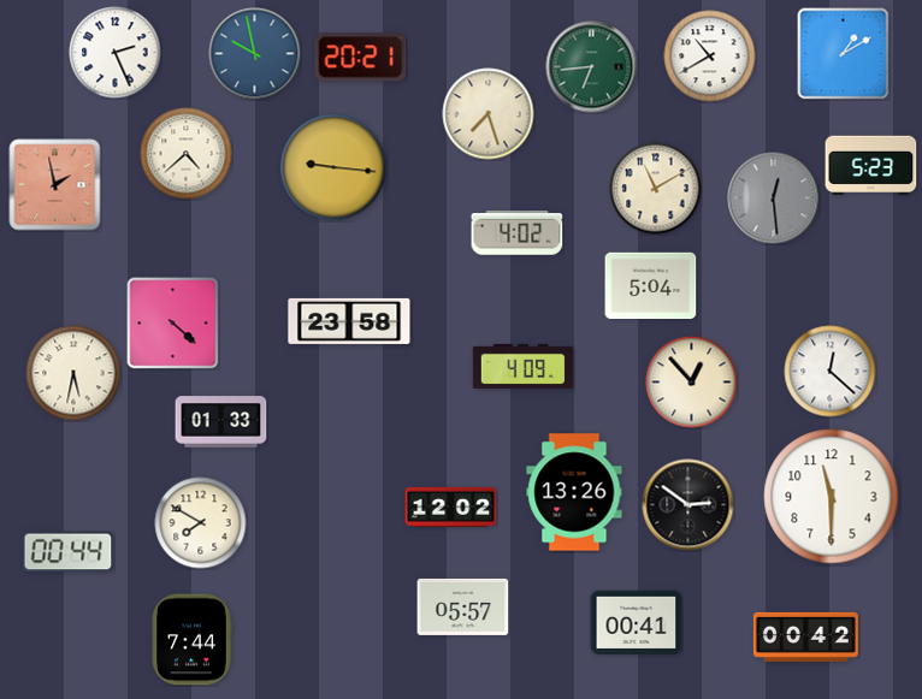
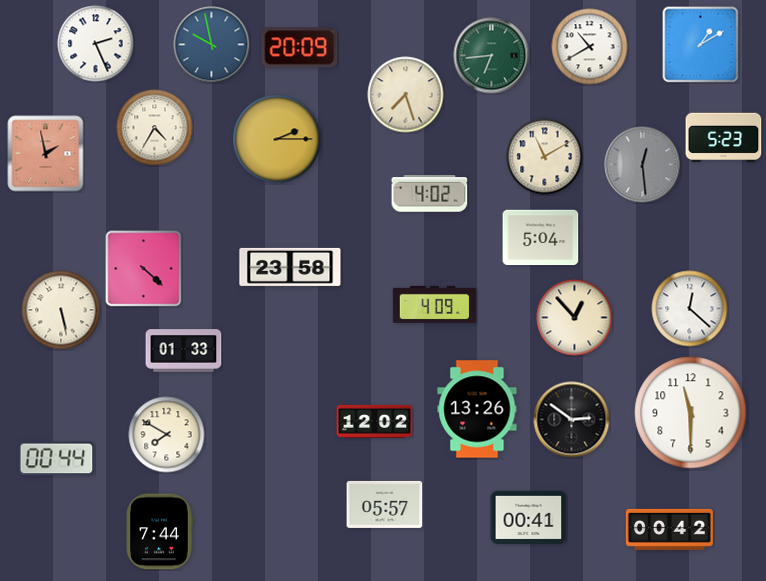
clock at (361, 58): 20:21 -> 20:09
clock at (187, 154): 4:38 -> 4:35
clock at (333, 167): 9:16 -> 2:15
clock at (73, 373): 5:32 -> 5:28
